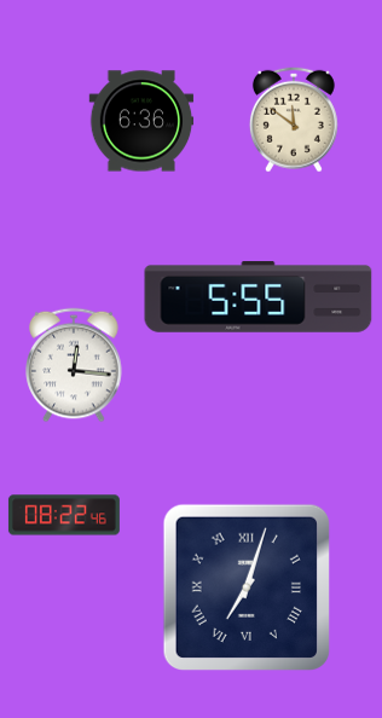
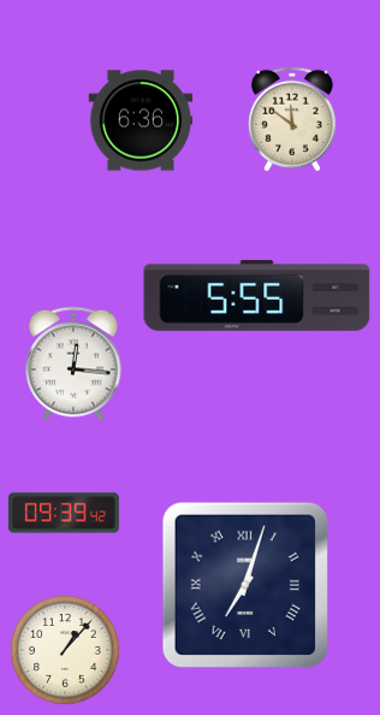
clock at (64, 515): 08:22 -> 09:39
clock at (65, 650): none -> 1:07
